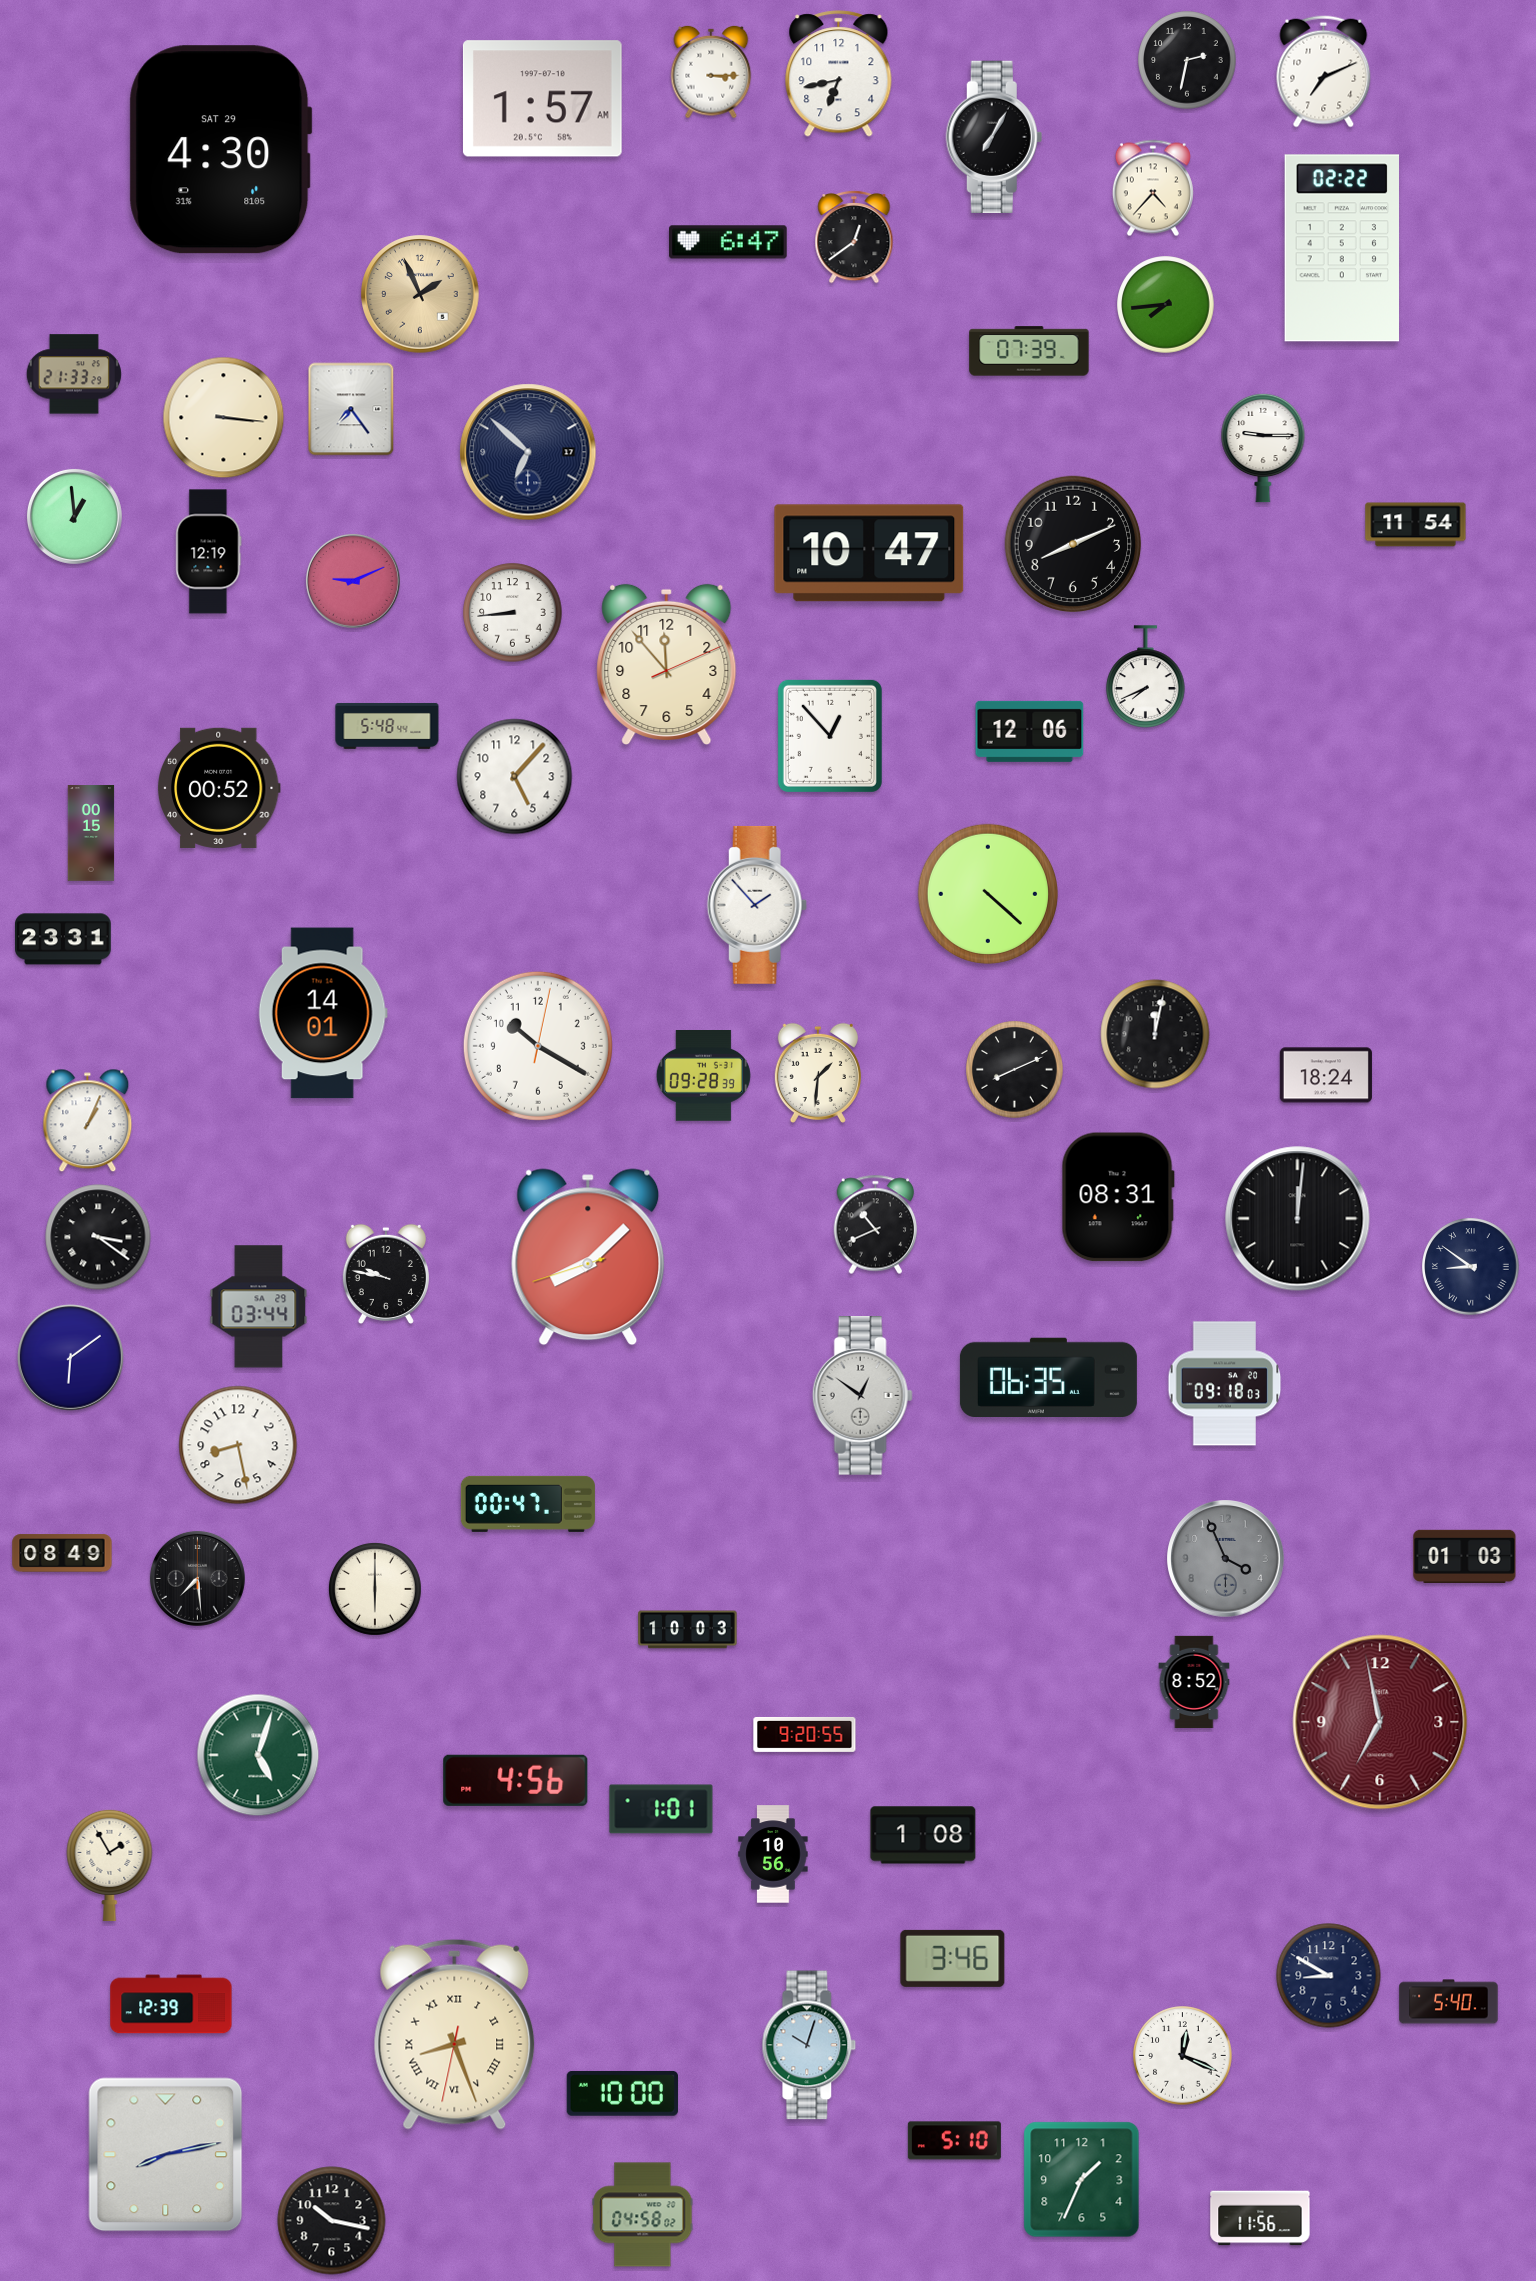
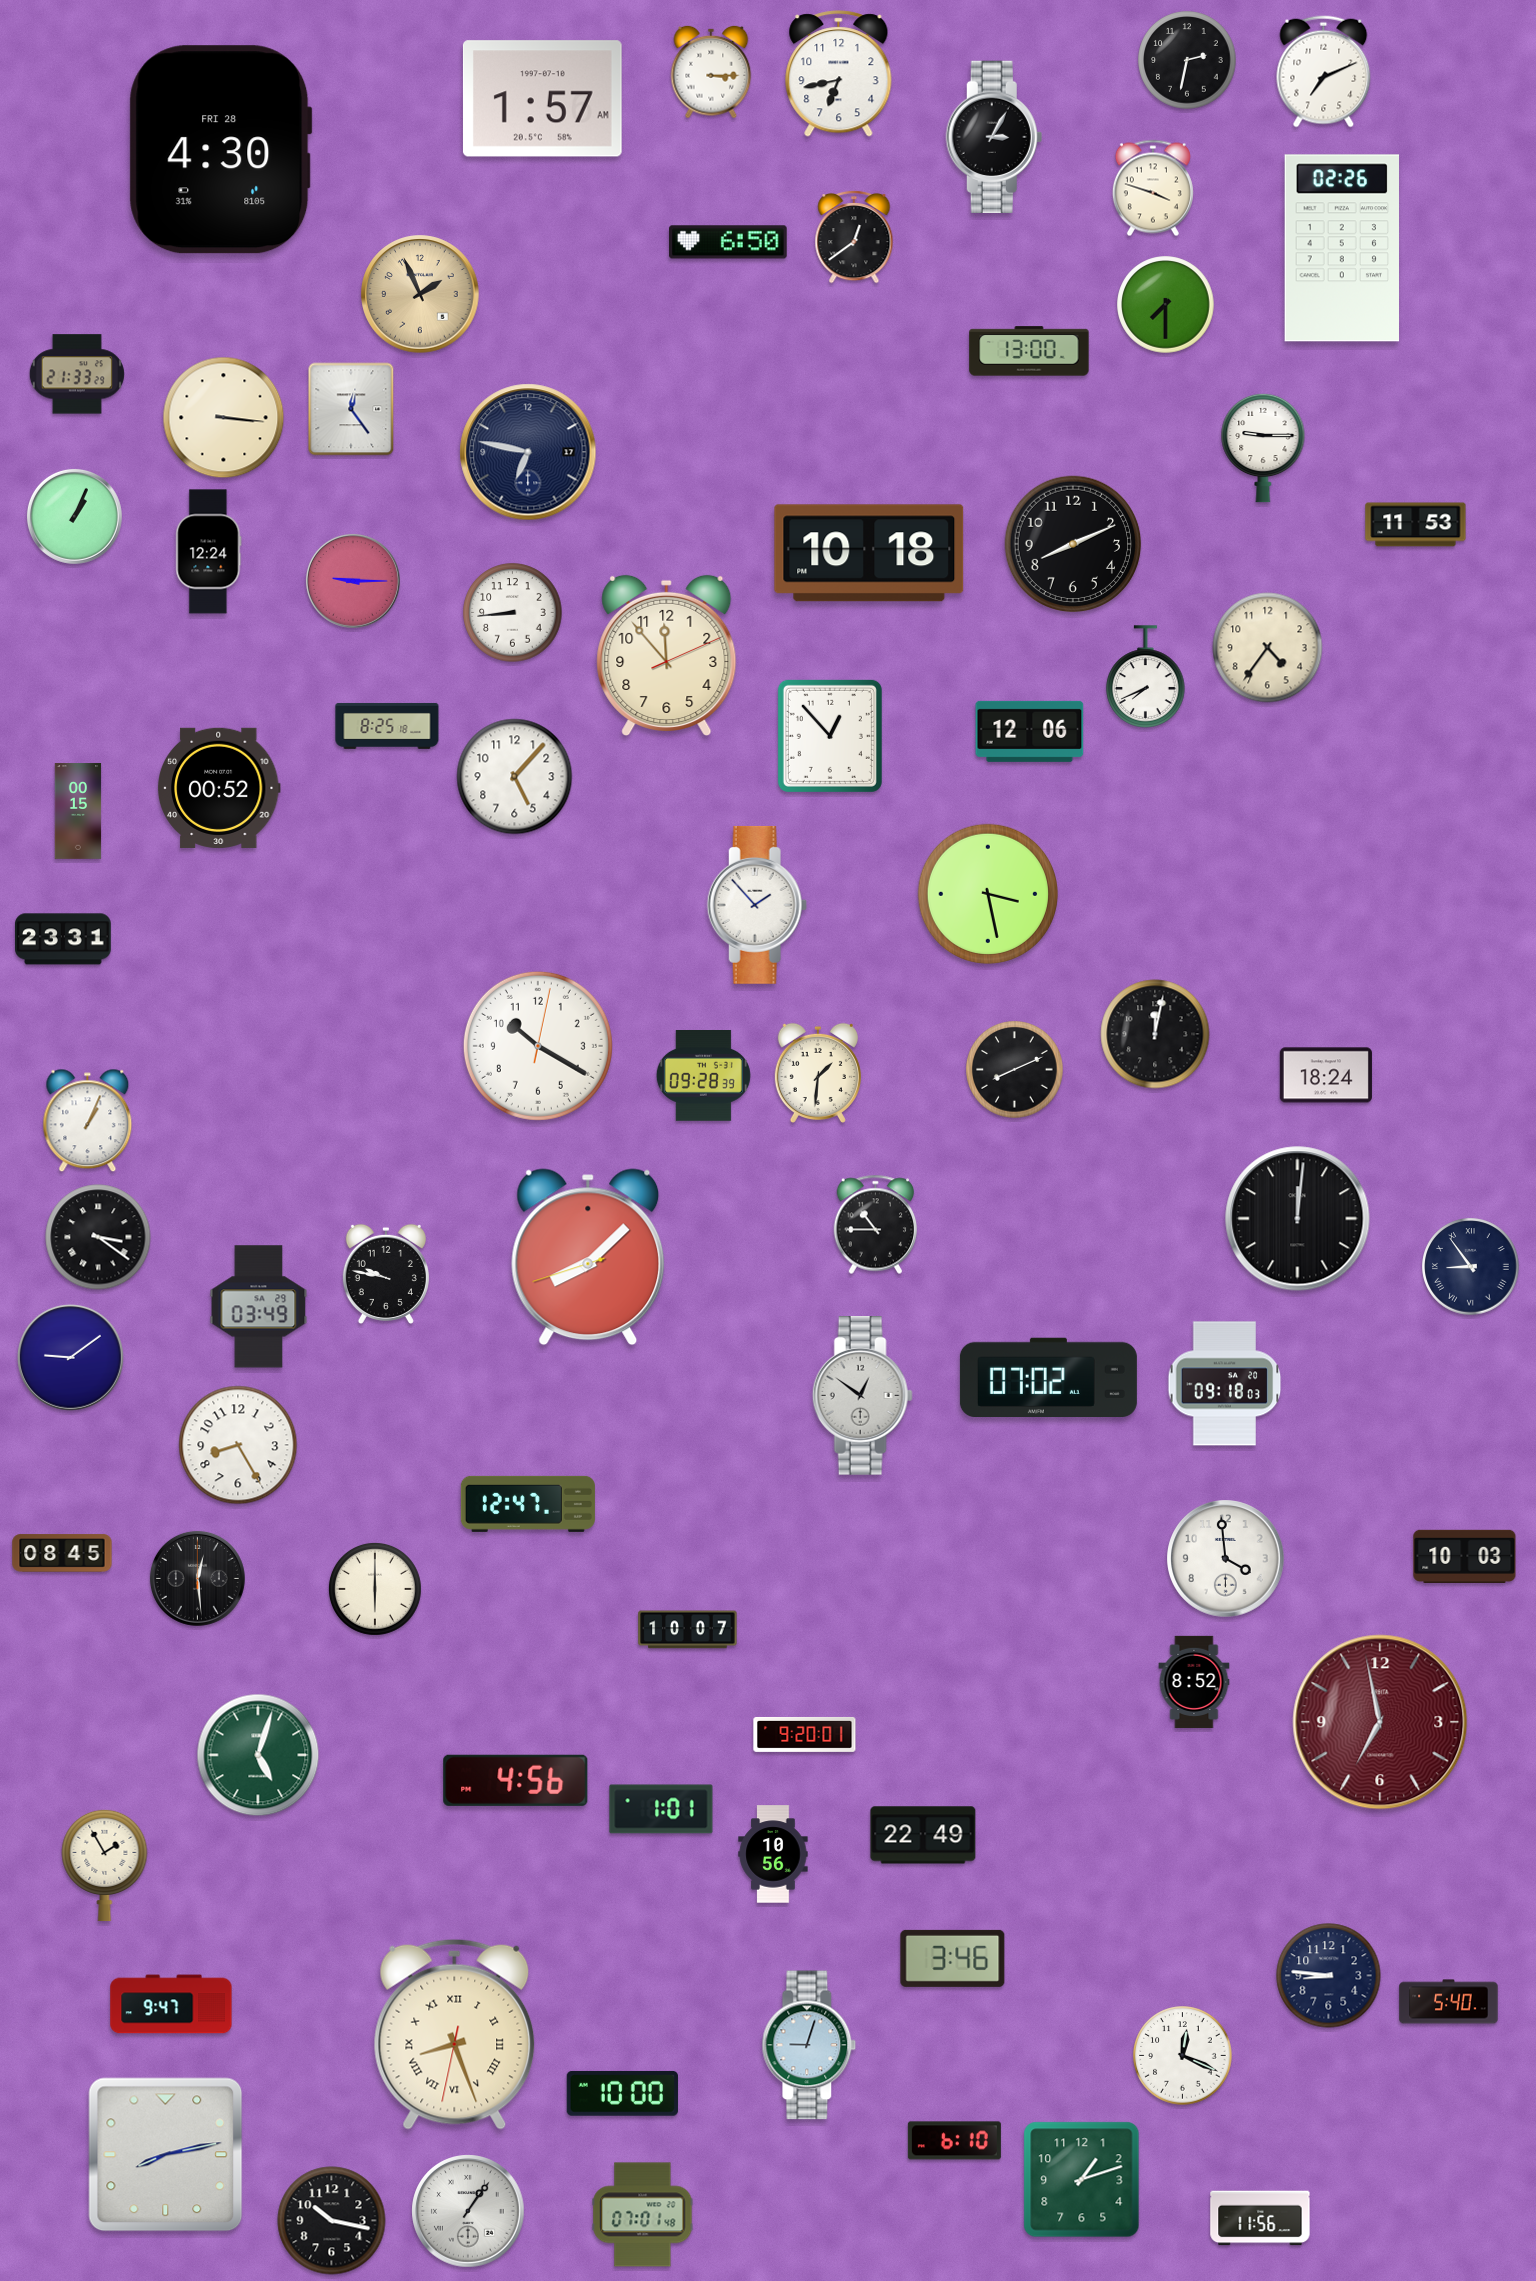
clock at (994, 136): 7:05 -> 3:05
clock at (221, 150) date: SAT 29 -> FRI 28
clock at (1153, 188): 4:37 -> 3:48
clock at (728, 242): 6:47 -> 6:50
clock at (1342, 248): 02:22 -> 02:26
clock at (1166, 305): 7:44 -> 7:30
clock at (1029, 351): 07:39 -> 13:00
clock at (74, 374) position: (74, 374) -> (77, 374)
clock at (351, 409): 7:24 -> 12:24
clock at (528, 452): 6:52 -> 6:47
clock at (74, 516): 12:59 -> 1:04
clock at (1416, 525): 11:54 -> 11:53
clock at (209, 552): 12:19 -> 12:24
clock at (869, 553): 10:47 -> 10:18
clock at (353, 581): 9:11 -> 9:15
clock at (1268, 648): none -> 4:36
clock at (667, 664) position: (667, 664) -> (667, 655)
clock at (387, 726): 5:48 -> 8:25
clock at (91, 833) position: (91, 833) -> (78, 811)
clock at (988, 894): 4:22 -> 3:28
clock at (323, 1013): 14:01 -> none
clock at (1118, 1197): 08:31 -> none
clock at (876, 1225): 10:41 -> 10:45
clock at (1471, 1267): 8:51 -> 8:54
clock at (259, 1307): 03:44 -> 03:49
clock at (71, 1358): 6:09 -> 9:09
clock at (1048, 1377): 06:35 -> 07:02
clock at (238, 1445): 8:28 -> 8:25
clock at (528, 1504): 00:47 -> 12:47
clock at (62, 1553): 08:49 -> 08:45
clock at (1465, 1556): 01:03 -> 10:03
clock at (1226, 1559): 3:56 -> 3:59
clock at (1226, 1559) dial: grey -> white
clock at (197, 1578): 7:29 -> 12:29
clock at (688, 1630): 10:03 -> 10:07
clock at (805, 1734): 9:20:55 -> 9:20:01
clock at (923, 1835): 1:08 -> 22:49
clock at (110, 1865) position: (110, 1865) -> (105, 1865)
clock at (1329, 1976): 8:50 -> 8:46
clock at (171, 2004): 12:39 -> 9:47
clock at (809, 2045): 10:03 -> 9:03
clock at (954, 2141): 5:10 -> 6:10
clock at (1082, 2180): 1:34 -> 1:12
clock at (468, 2211): none -> 1:06
clock at (643, 2215): 04:58 -> 07:01
